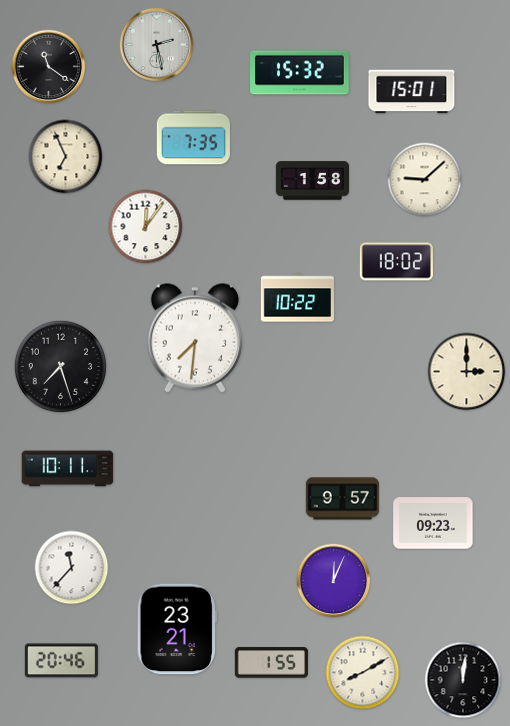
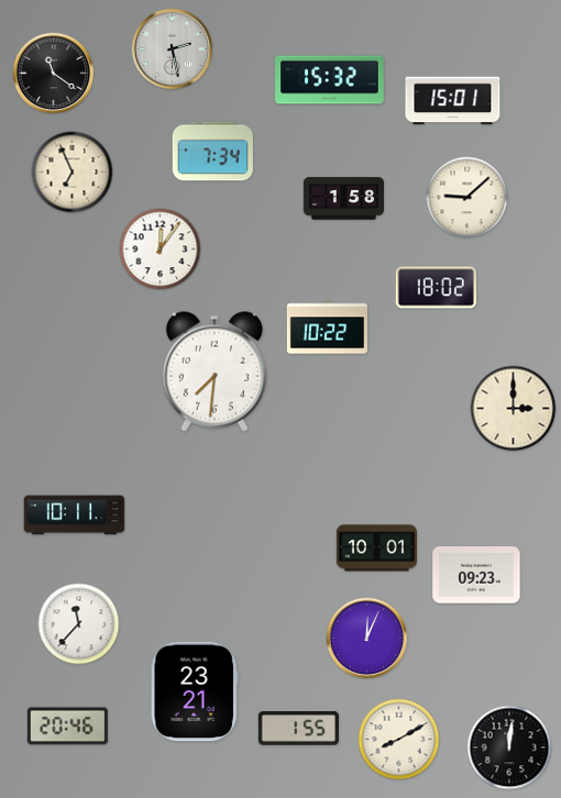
clock at (193, 138): 7:35 -> 7:34
clock at (60, 366): 7:27 -> none
clock at (342, 499): 9:57 -> 10:01
